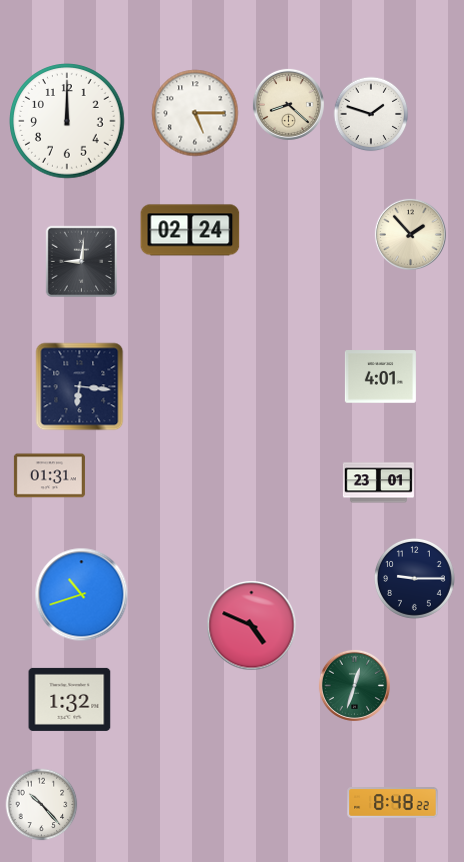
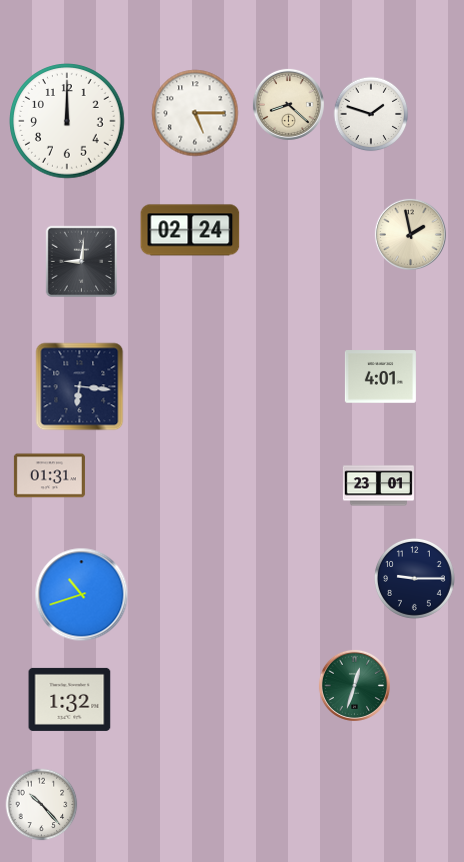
clock at (410, 234): 1:53 -> 1:58
clock at (378, 483) position: (378, 483) -> (378, 486)
clock at (252, 626): 4:49 -> none
clock at (393, 803): 8:48 -> none
